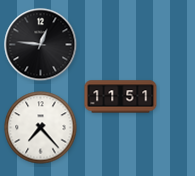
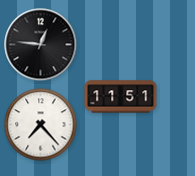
clock at (41, 128) position: (41, 128) -> (41, 125)
